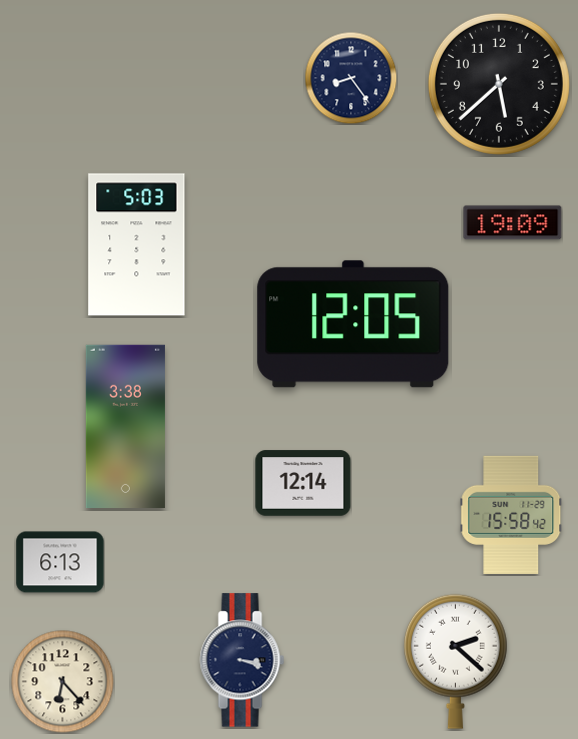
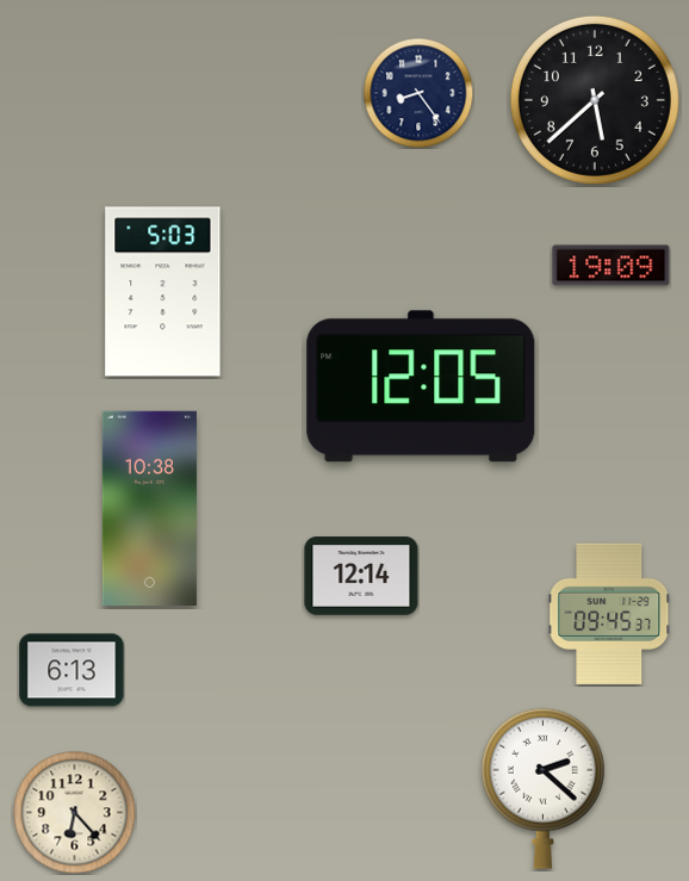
clock at (125, 426): 3:38 -> 10:38
clock at (511, 515): 15:58 -> 09:45
clock at (242, 660): 3:18 -> none
